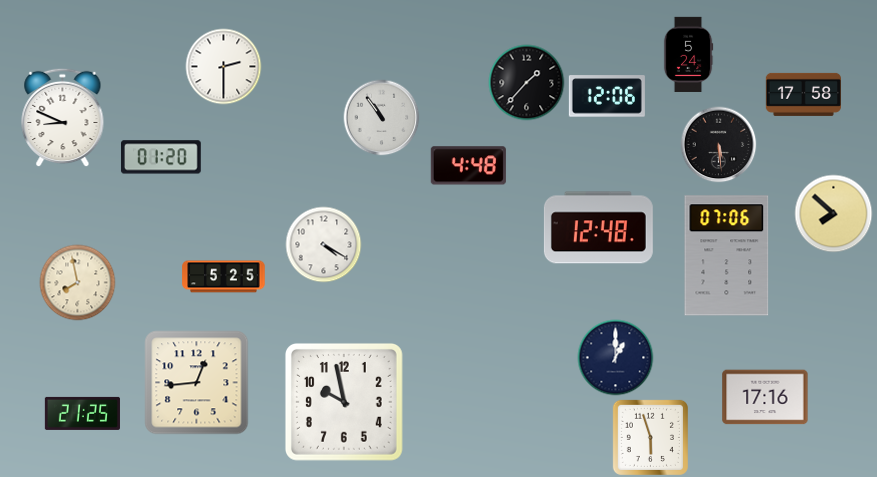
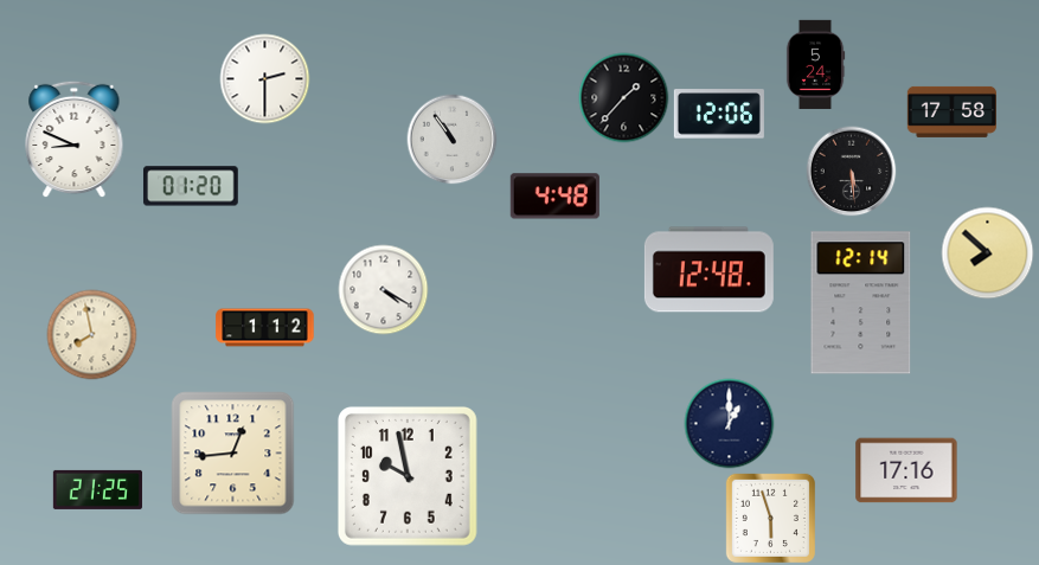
clock at (727, 256): 07:06 -> 12:14
clock at (224, 277): 5:25 -> 1:12
